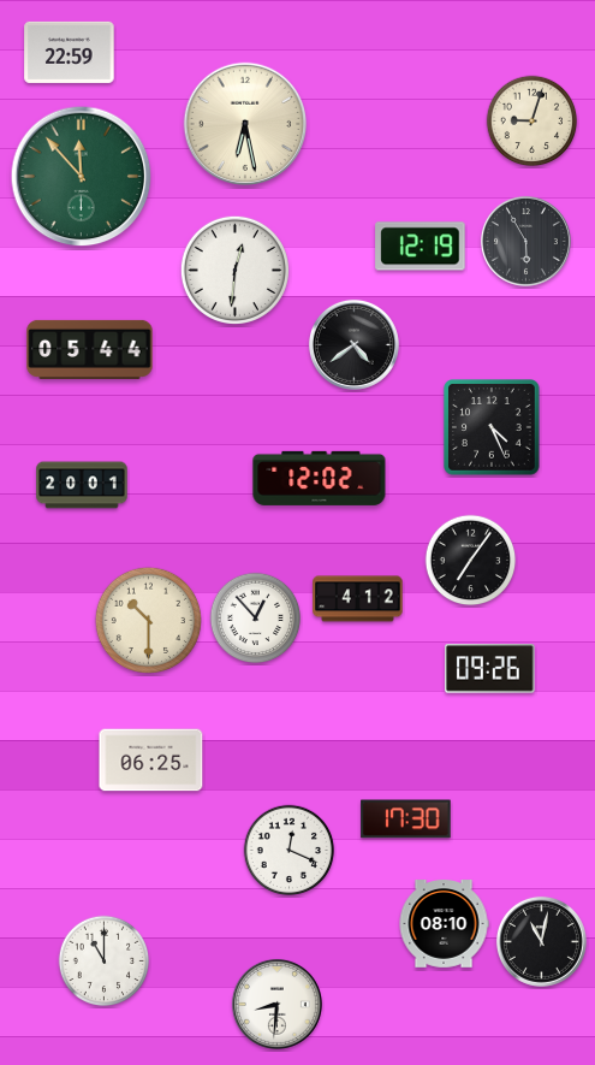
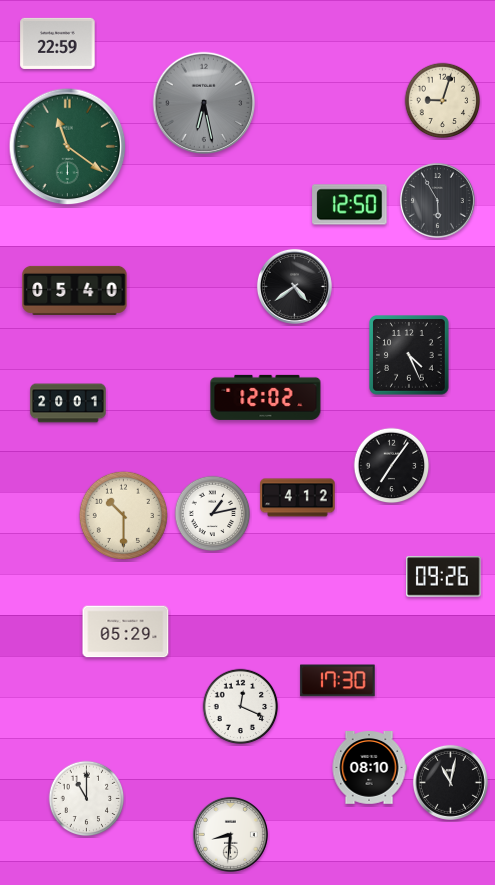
clock at (245, 124) dial: cream -> grey
clock at (82, 177): 11:53 -> 11:21
clock at (421, 247): 12:19 -> 12:50
clock at (234, 270): 12:31 -> none
clock at (90, 349): 05:44 -> 05:40
clock at (256, 619): 12:53 -> 1:13
clock at (490, 669) position: (490, 669) -> (444, 577)
clock at (151, 761): 06:25 -> 05:29
